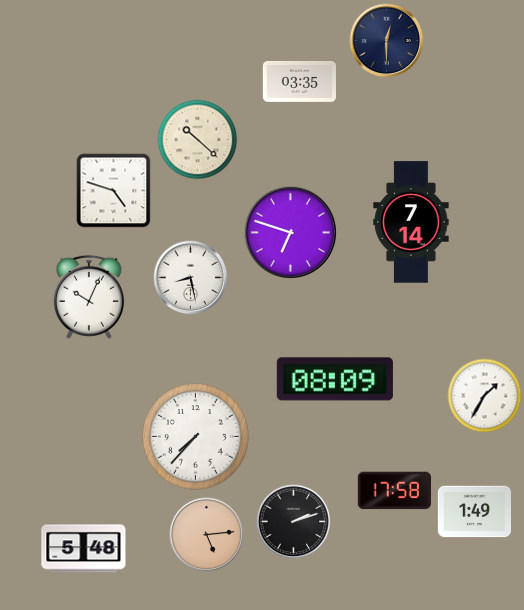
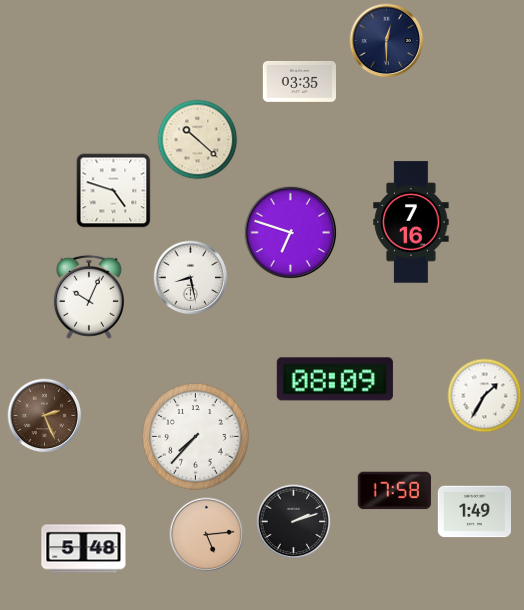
clock at (411, 222): 7:14 -> 7:16
clock at (45, 416): none -> 2:26
